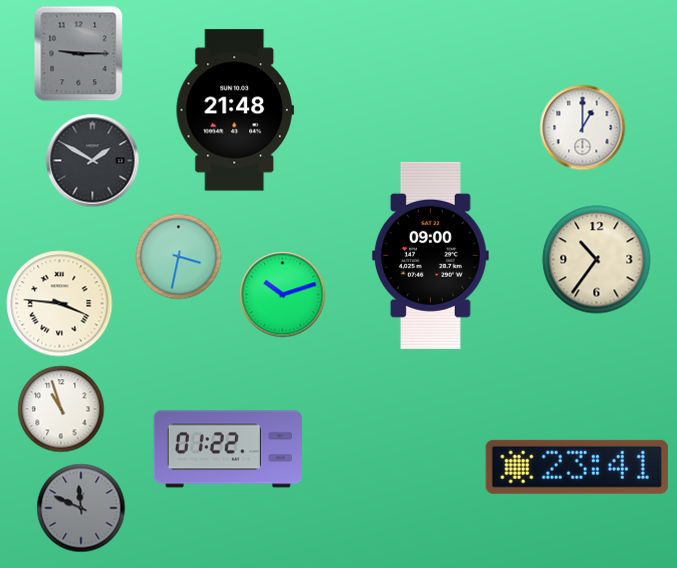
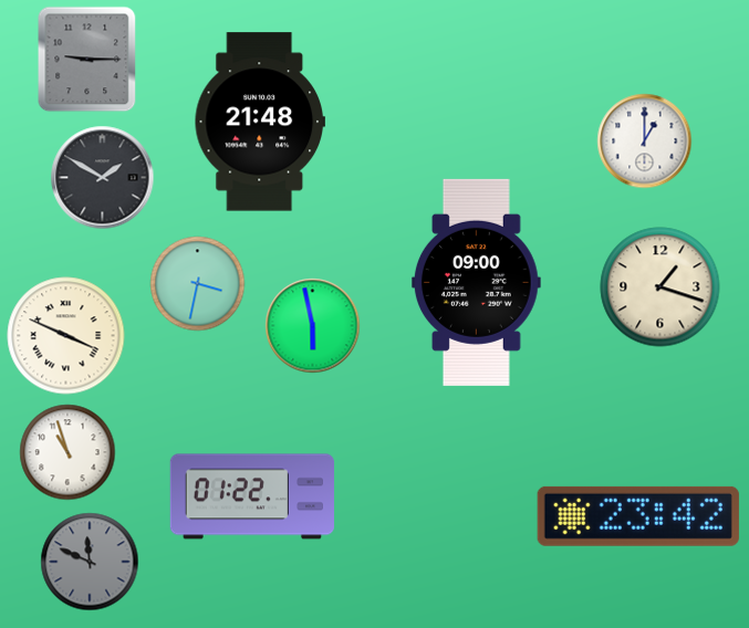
clock at (597, 260): 10:36 -> 1:18
clock at (283, 295): 10:12 -> 5:58
clock at (60, 304): 3:46 -> 3:49
clock at (577, 467): 23:41 -> 23:42
